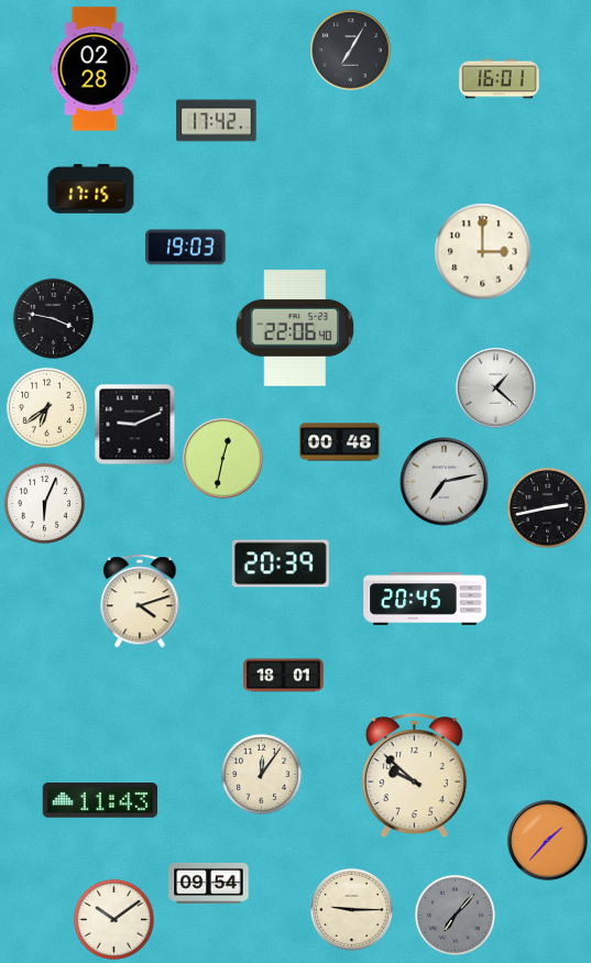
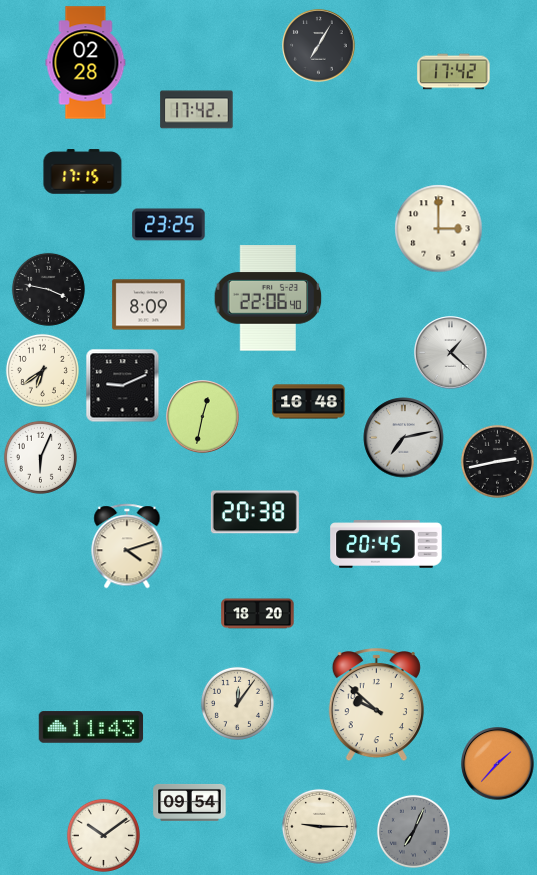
clock at (500, 79): 16:01 -> 17:42
clock at (186, 248): 19:03 -> 23:25
clock at (149, 305): none -> 8:09
clock at (340, 442): 00:48 -> 16:48
clock at (281, 563): 20:39 -> 20:38
clock at (284, 676): 18:01 -> 18:20
clock at (455, 915): 7:07 -> 7:04
